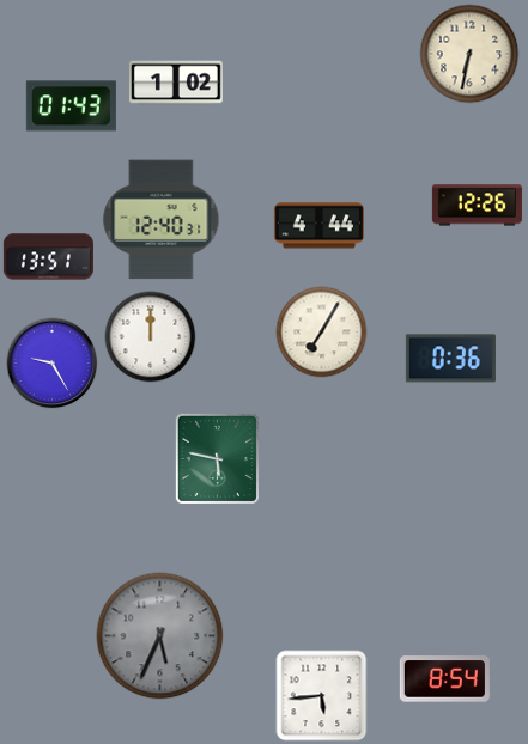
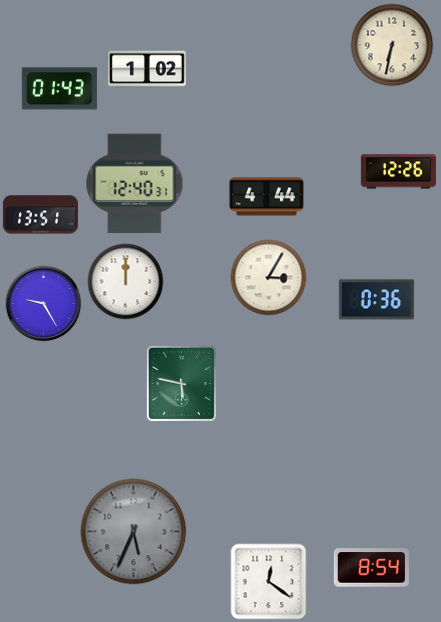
clock at (318, 226) position: (318, 226) -> (266, 197)
clock at (322, 333): 7:05 -> 3:05
clock at (322, 696): 5:44 -> 12:21
